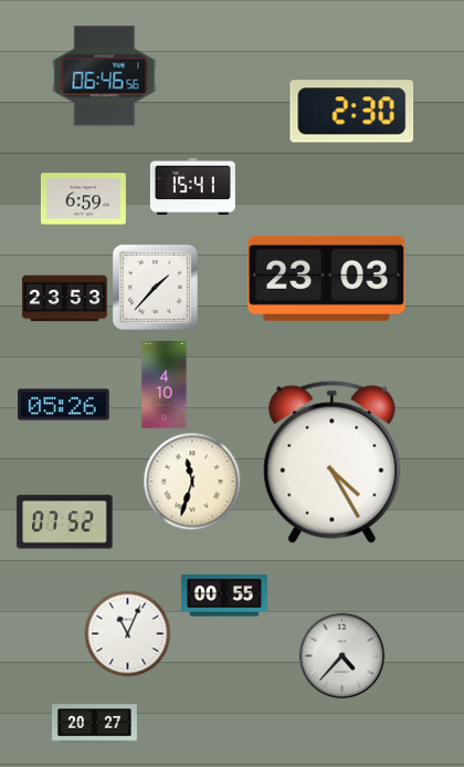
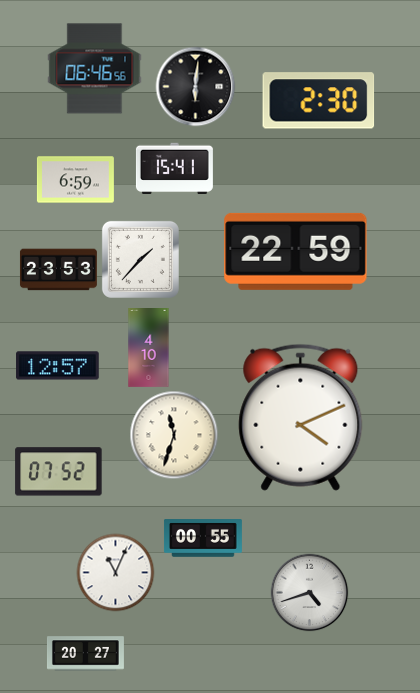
clock at (195, 86): none -> 6:01
clock at (327, 278): 23:03 -> 22:59
clock at (64, 405): 05:26 -> 12:57
clock at (333, 462): 4:25 -> 4:11
clock at (341, 655): 4:37 -> 4:42
